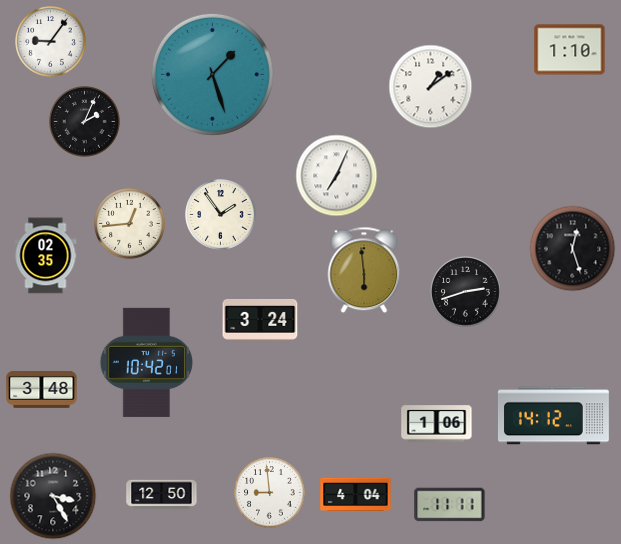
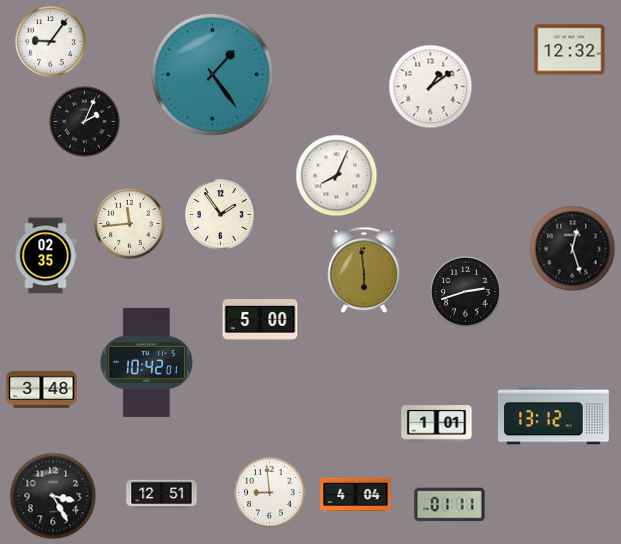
clock at (570, 50): 1:10 -> 12:32
clock at (212, 74): 1:27 -> 1:24
clock at (337, 176): 7:04 -> 8:04
clock at (130, 224): 12:44 -> 11:44
clock at (260, 320): 3:24 -> 5:00
clock at (553, 416): 14:12 -> 13:12
clock at (437, 424): 1:06 -> 1:01
clock at (162, 495): 12:50 -> 12:51
clock at (450, 505): 11:11 -> 01:11
